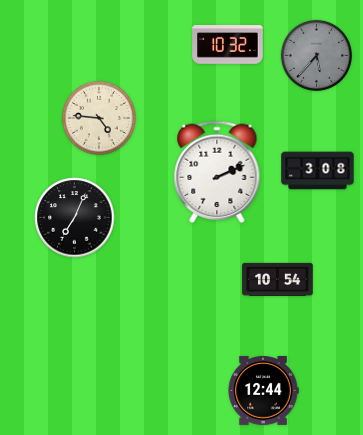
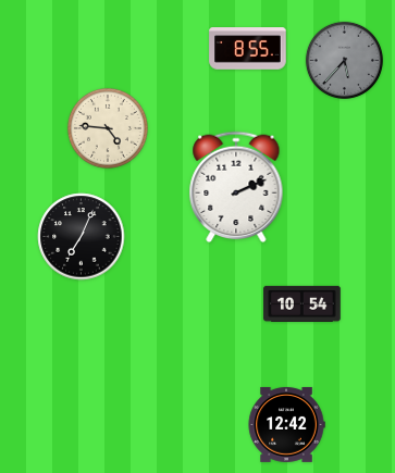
clock at (228, 45): 10:32 -> 8:55
clock at (318, 171): 3:08 -> none
clock at (263, 390): 12:44 -> 12:42
